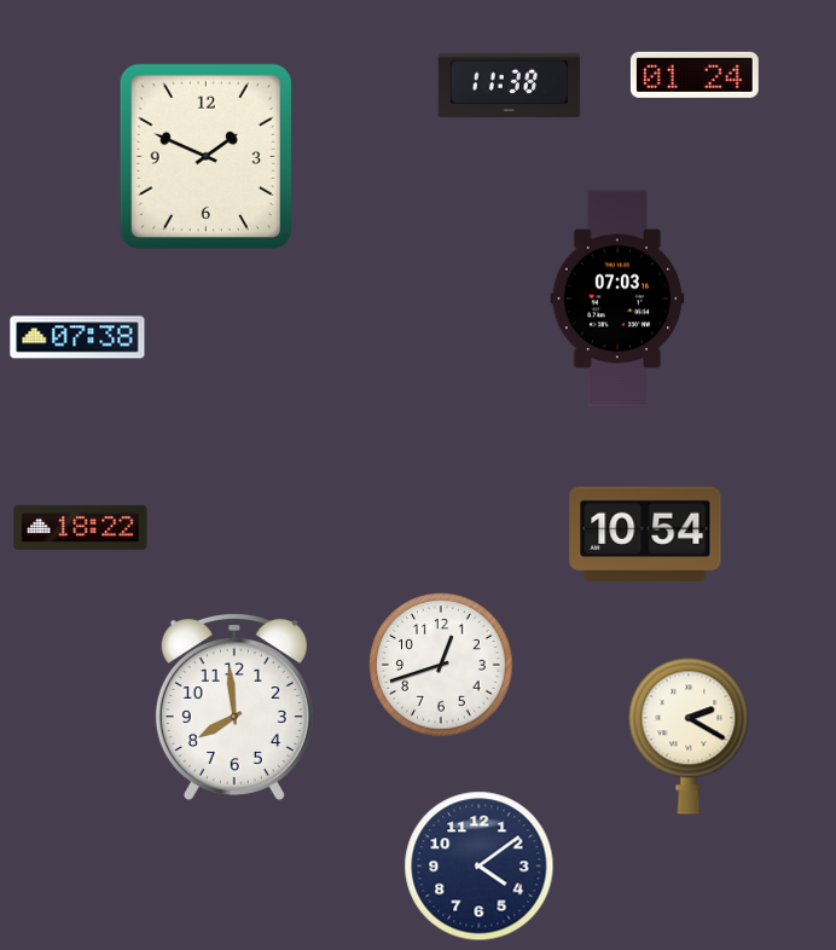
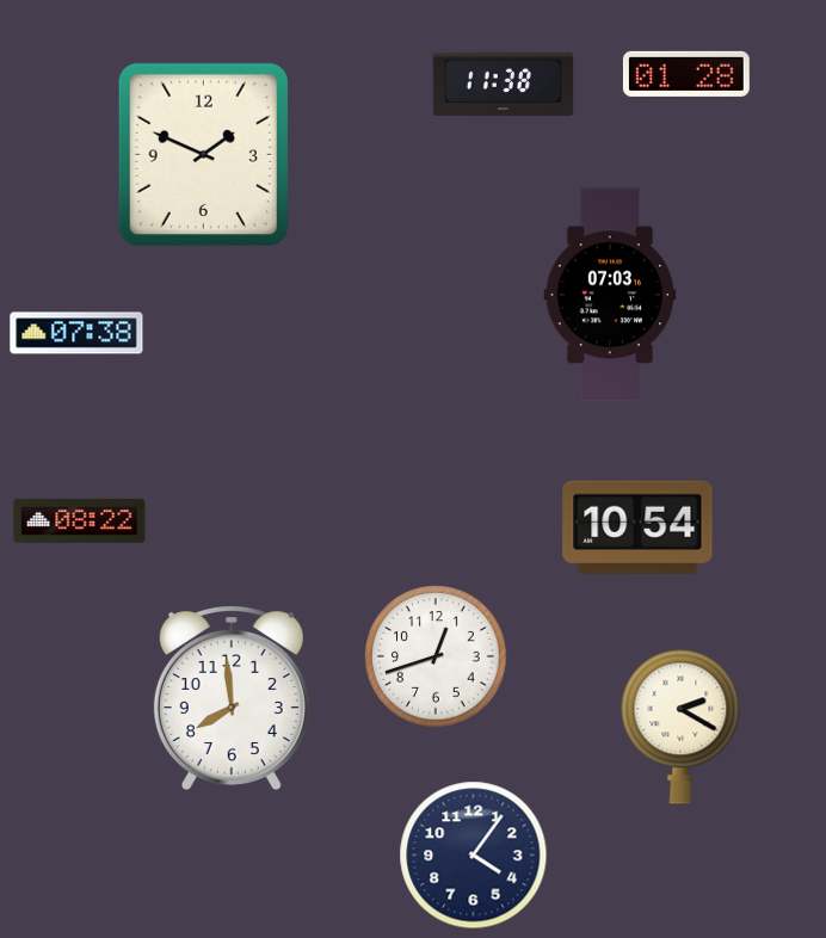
clock at (695, 75): 01:24 -> 01:28
clock at (81, 527): 18:22 -> 08:22
clock at (480, 867): 4:09 -> 4:06
